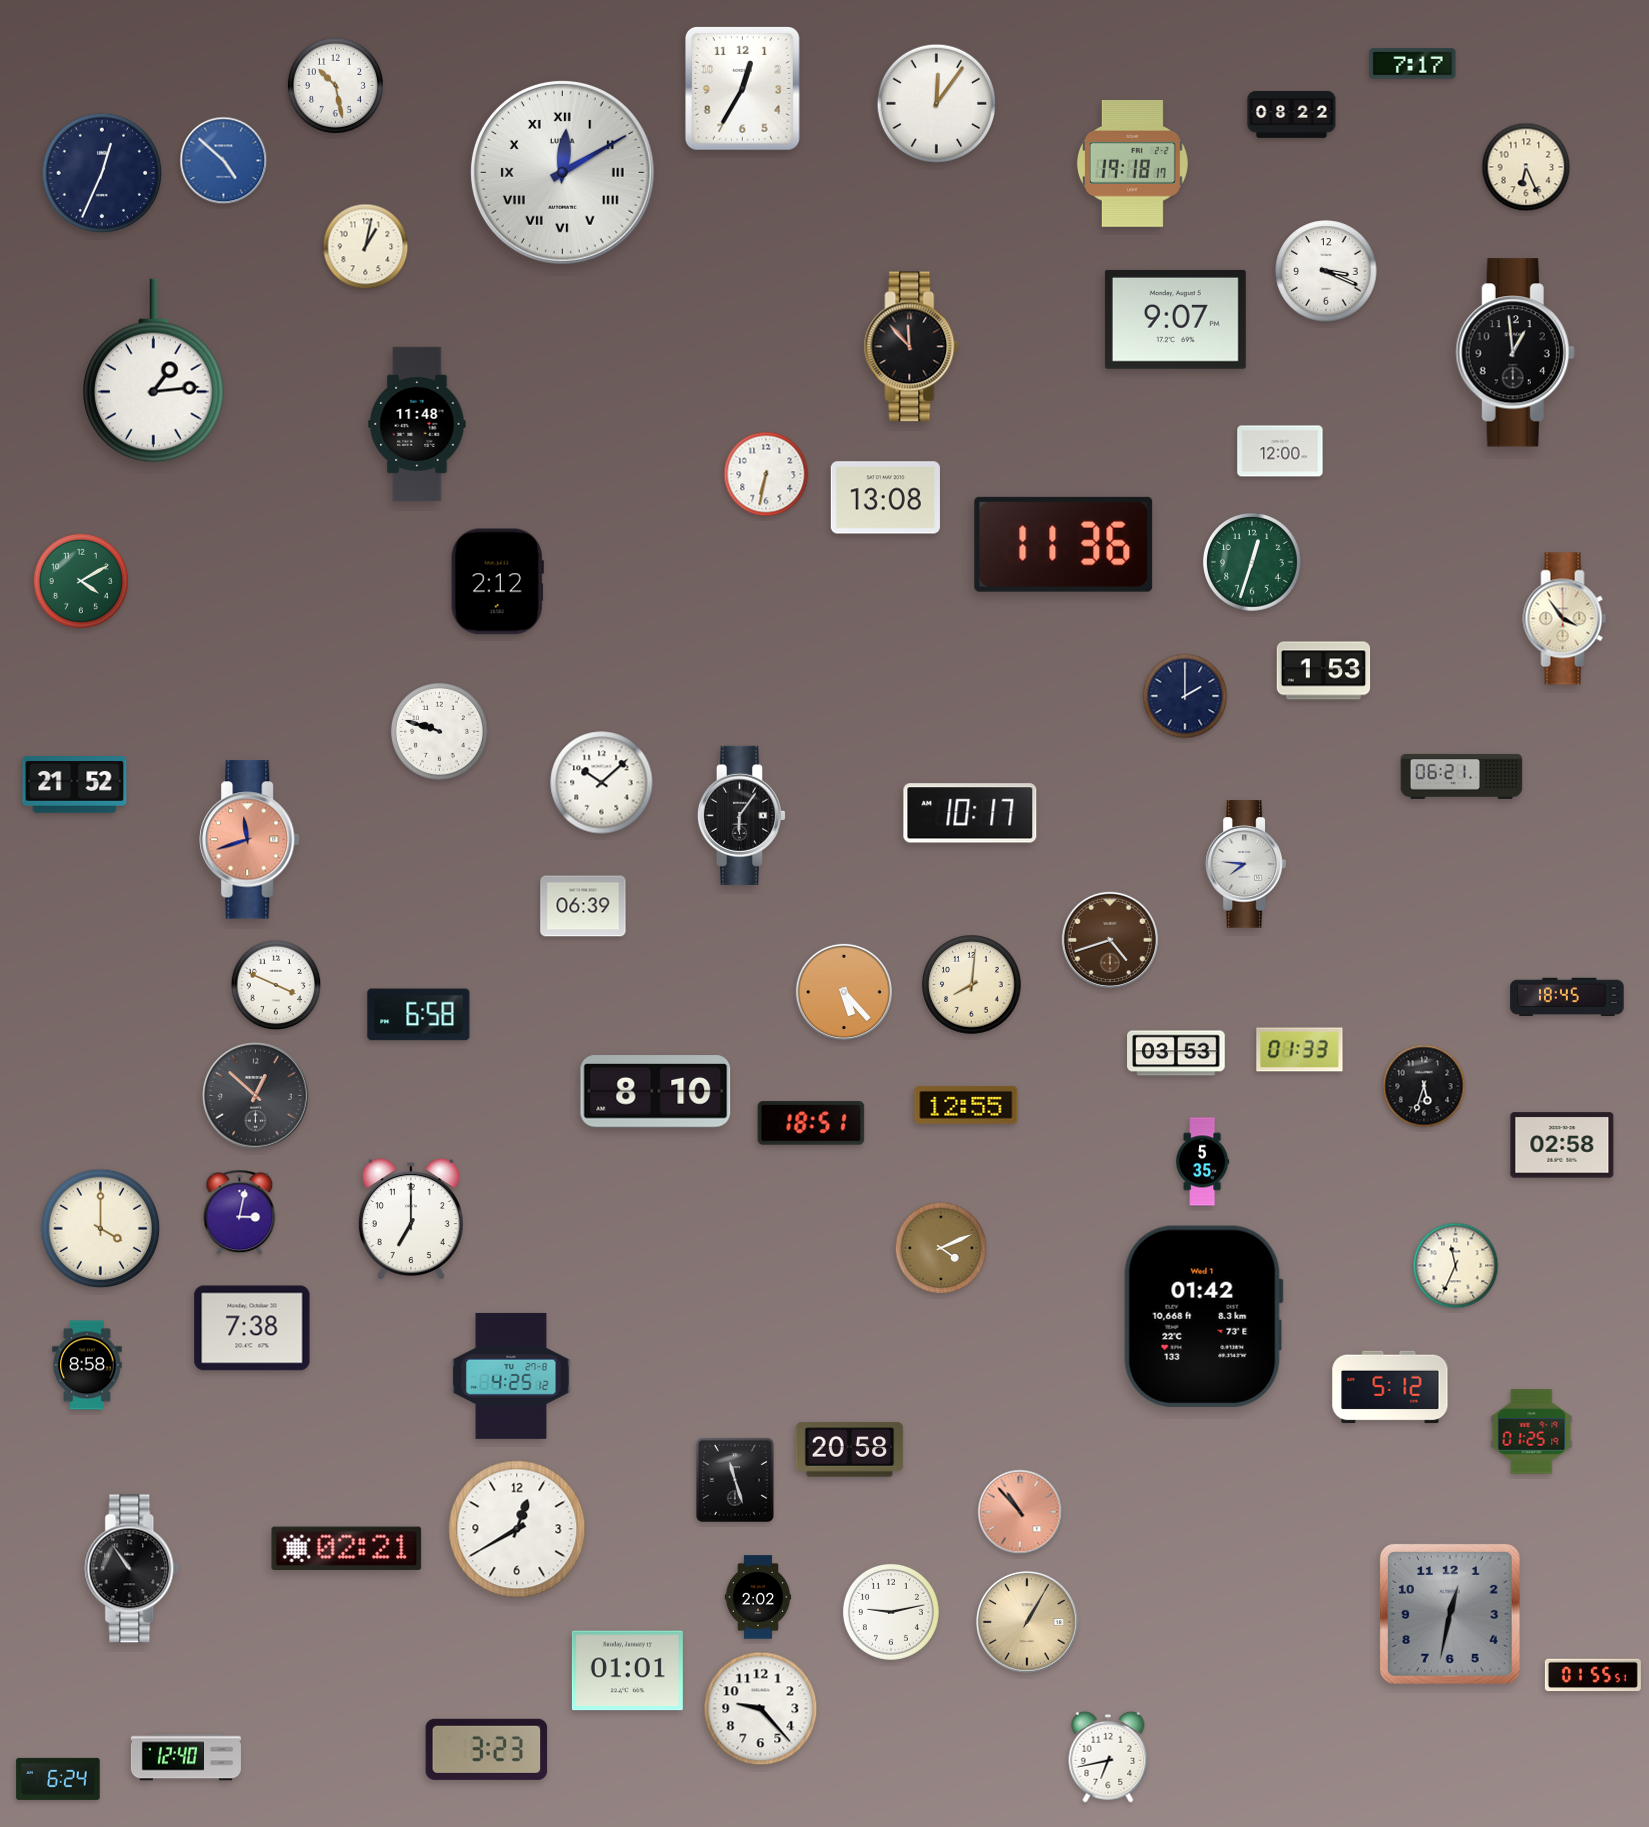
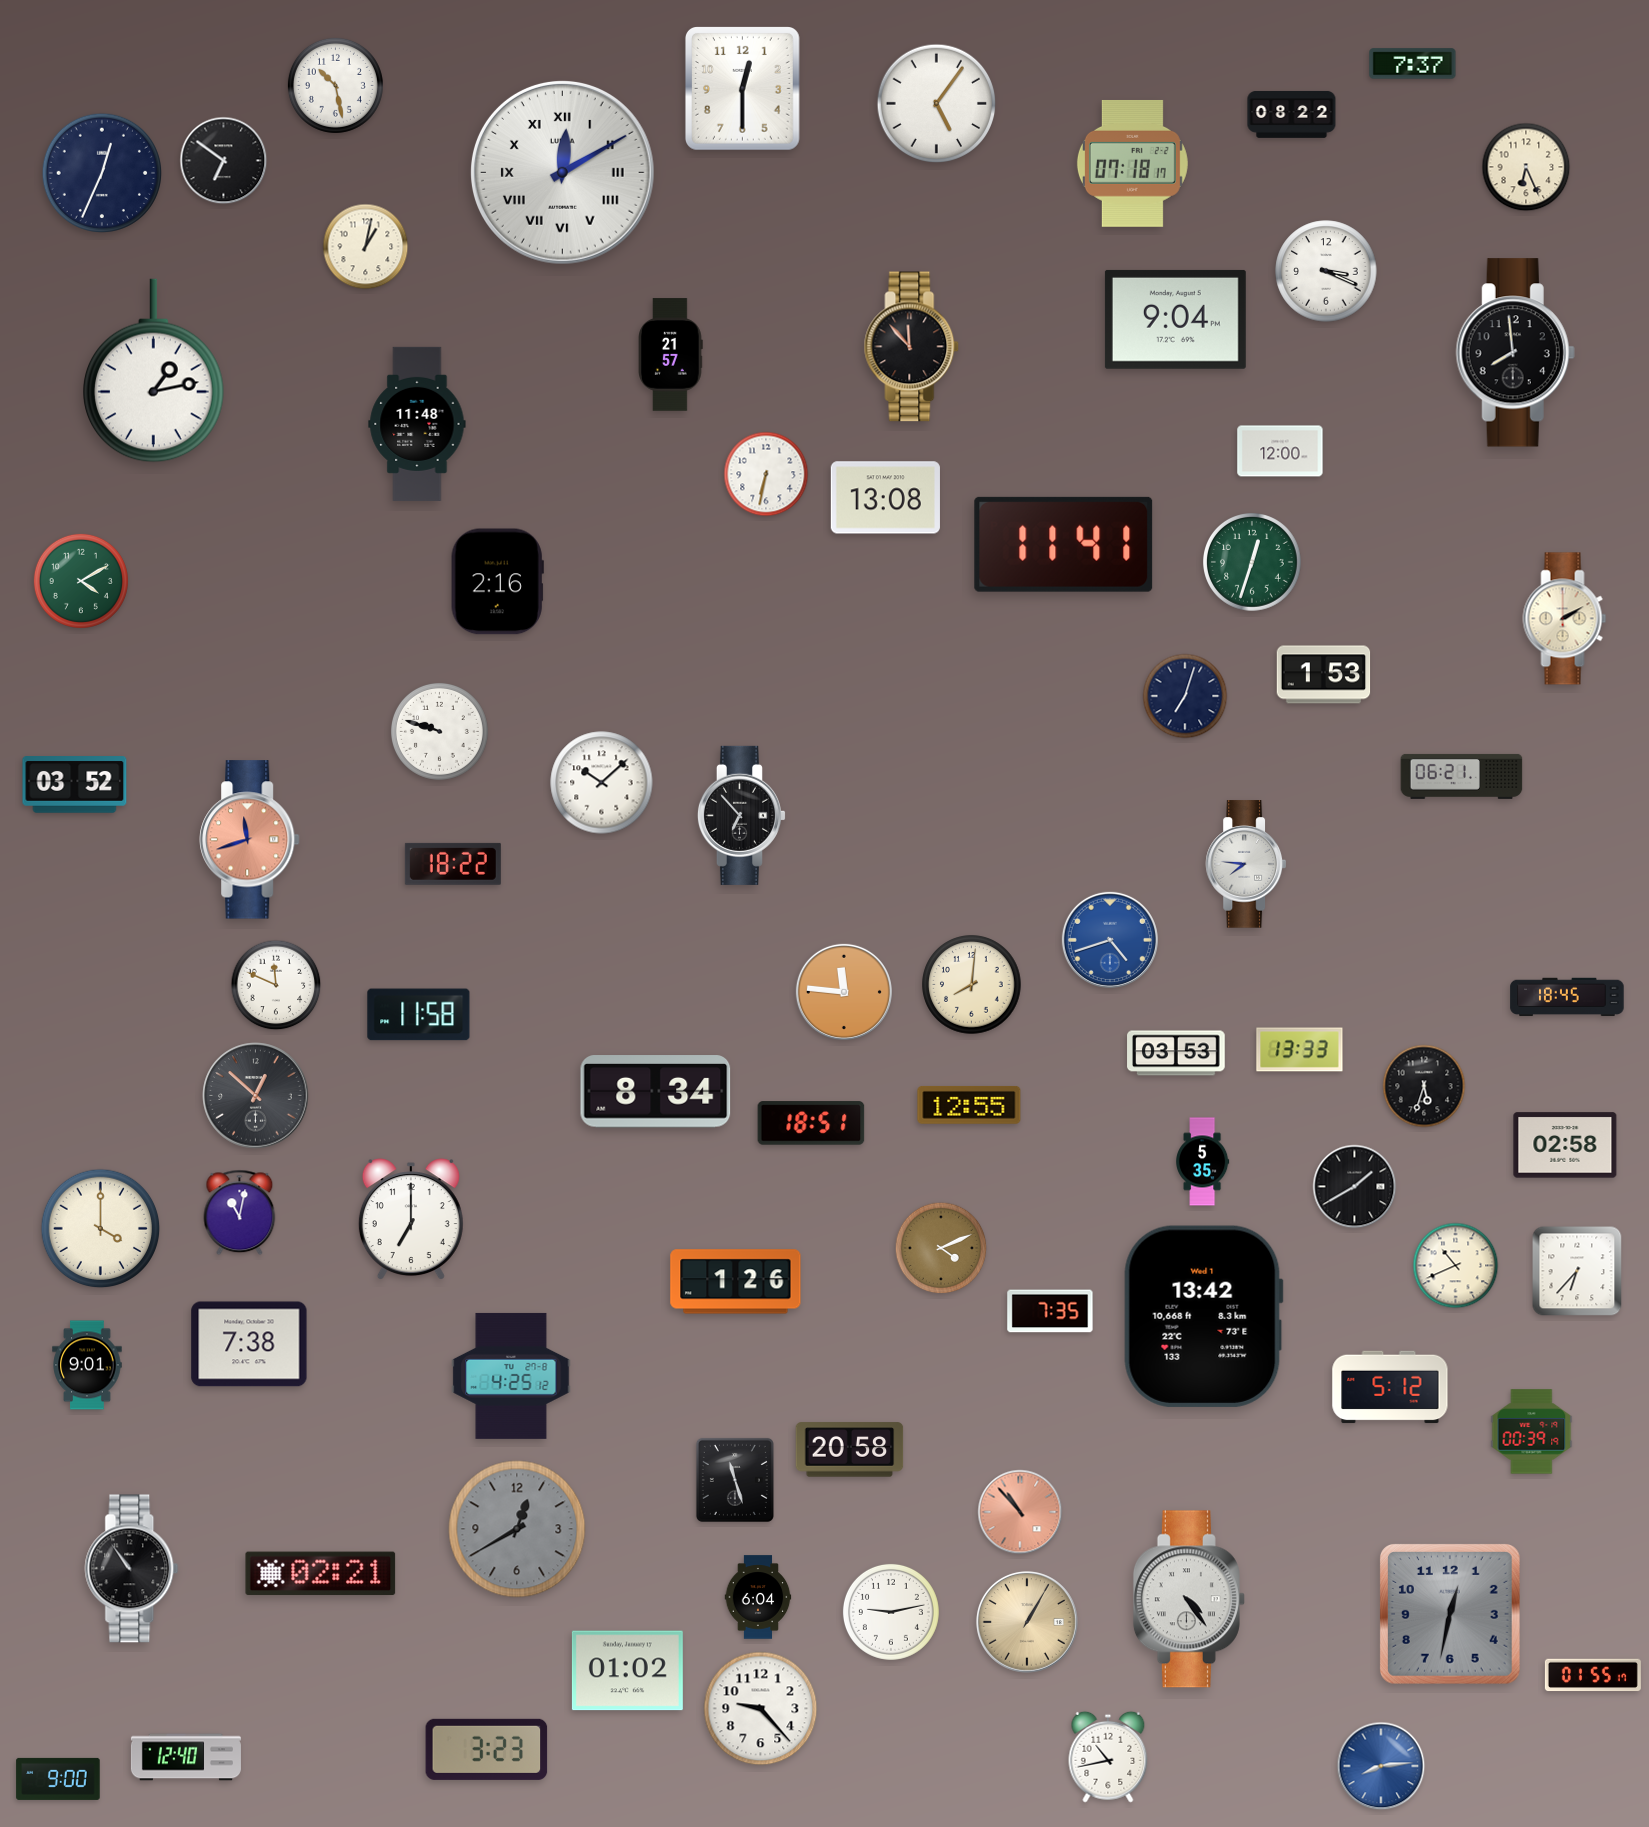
clock at (1413, 64): 7:17 -> 7:37
clock at (742, 89): 12:35 -> 12:30
clock at (937, 104): 12:06 -> 5:06
clock at (224, 161): 4:52 -> 6:51
clock at (224, 161) dial: blue -> black
clock at (1132, 163): 19:18 -> 07:18
clock at (1175, 319): 9:07 -> 9:04
clock at (1515, 353): 12:59 -> 7:59
clock at (671, 355): none -> 21:57
clock at (154, 371): 1:14 -> 1:13
clock at (1064, 544): 11:36 -> 11:41
clock at (497, 582): 2:12 -> 2:16
clock at (1565, 619): 3:54 -> 2:10
clock at (1324, 671) position: (1324, 671) -> (1324, 675)
clock at (1185, 696): 2:00 -> 7:03
clock at (75, 785): 21:52 -> 03:52
clock at (970, 813): 10:17 -> none
clock at (741, 815): 6:06 -> 6:53
clock at (453, 864): none -> 18:22
clock at (583, 906): 06:39 -> none
clock at (1110, 940) dial: brown -> blue
clock at (276, 985): 3:49 -> 11:49
clock at (844, 992): 5:23 -> 11:46
clock at (419, 1015): 6:58 -> 11:58
clock at (1300, 1050): 01:33 -> 13:33
clock at (656, 1092): 8:10 -> 8:34
clock at (966, 1105) position: (966, 1105) -> (969, 1105)
clock at (1562, 1145) position: (1562, 1145) -> (1565, 1145)
clock at (1355, 1187): none -> 1:40
clock at (240, 1213): 3:02 -> 11:02
clock at (1456, 1266): 11:34 -> 10:41
clock at (1577, 1271): none -> 6:37
clock at (736, 1282): none -> 1:26
clock at (1050, 1311): none -> 7:35
clock at (1203, 1316): 01:42 -> 13:42
clock at (252, 1328) position: (252, 1328) -> (249, 1344)
clock at (87, 1365): 8:58 -> 9:01
clock at (1532, 1432): 01:25 -> 00:39
clock at (517, 1529) dial: white -> grey
clock at (347, 1549) position: (347, 1549) -> (321, 1574)
clock at (758, 1597): 2:02 -> 6:04
clock at (1189, 1599): none -> 4:24
clock at (627, 1671): 01:01 -> 01:02
clock at (1593, 1675): 01:55:51 -> 01:55:17
clock at (1108, 1757): 6:43 -> 10:43
clock at (1381, 1766): none -> 8:14
clock at (58, 1779): 6:24 -> 9:00
